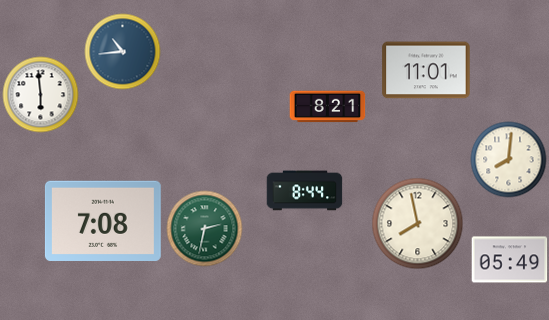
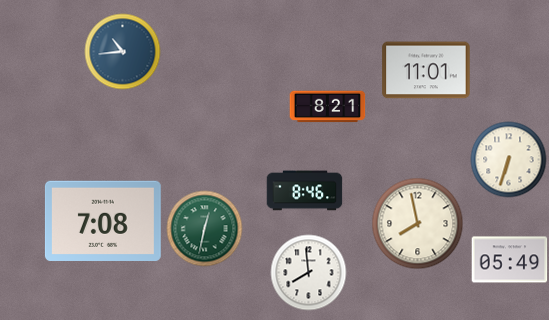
clock at (41, 95): 5:59 -> none
clock at (509, 160): 8:01 -> 6:33
clock at (305, 191): 8:44 -> 8:46
clock at (205, 229): 2:32 -> 12:32
clock at (309, 273): none -> 7:59
